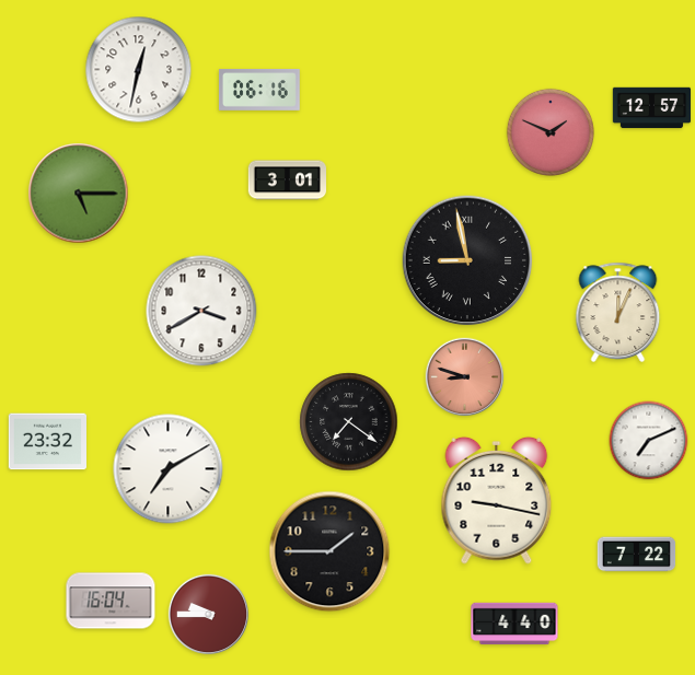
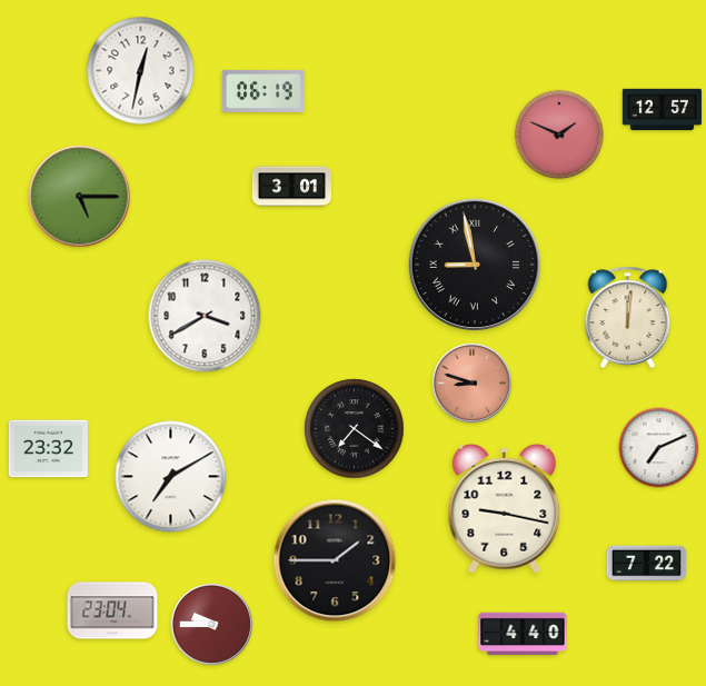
clock at (259, 90): 06:16 -> 06:19
clock at (288, 181) position: (288, 181) -> (292, 187)
clock at (618, 312): 12:04 -> 12:01
clock at (111, 601): 16:04 -> 23:04
